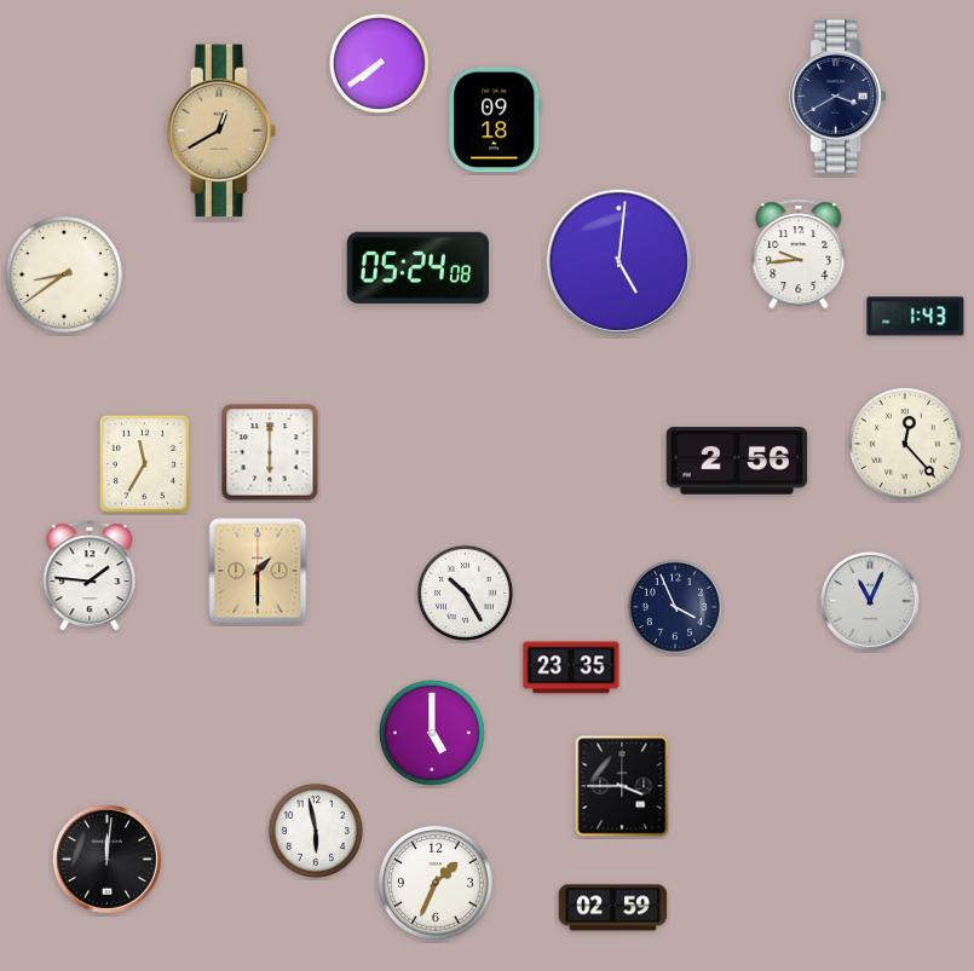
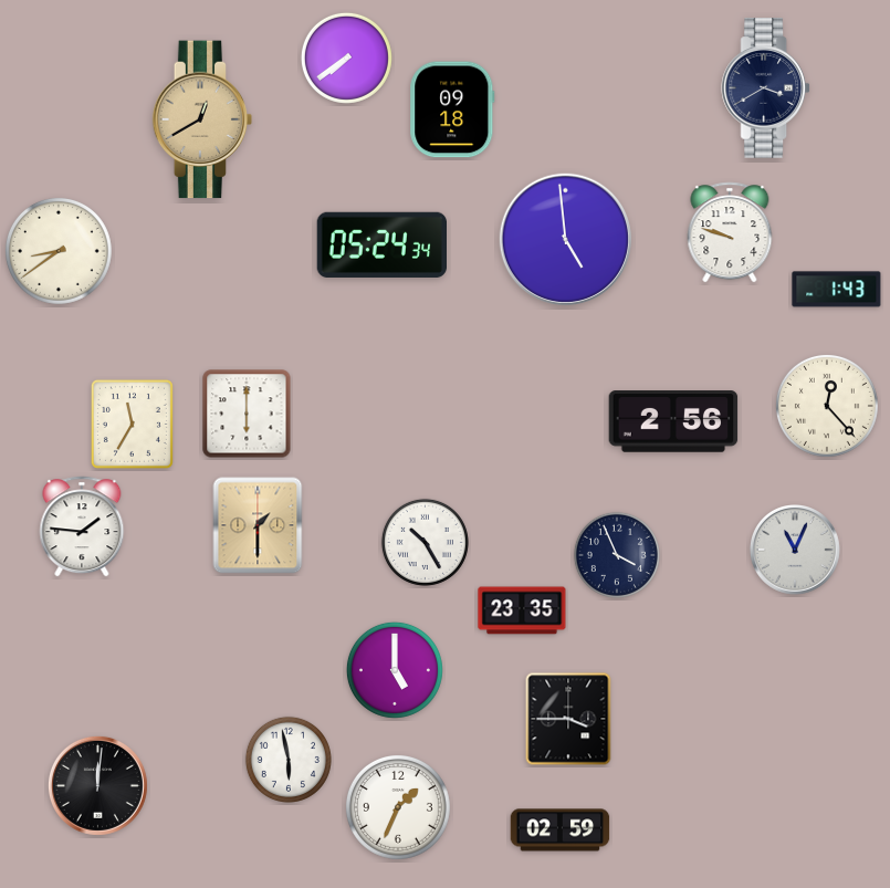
clock at (799, 254): 9:44 -> 9:48
clock at (618, 261): 5:01 -> 4:59
clock at (417, 267): 05:24:08 -> 05:24:34
clock at (258, 571) position: (258, 571) -> (258, 525)
